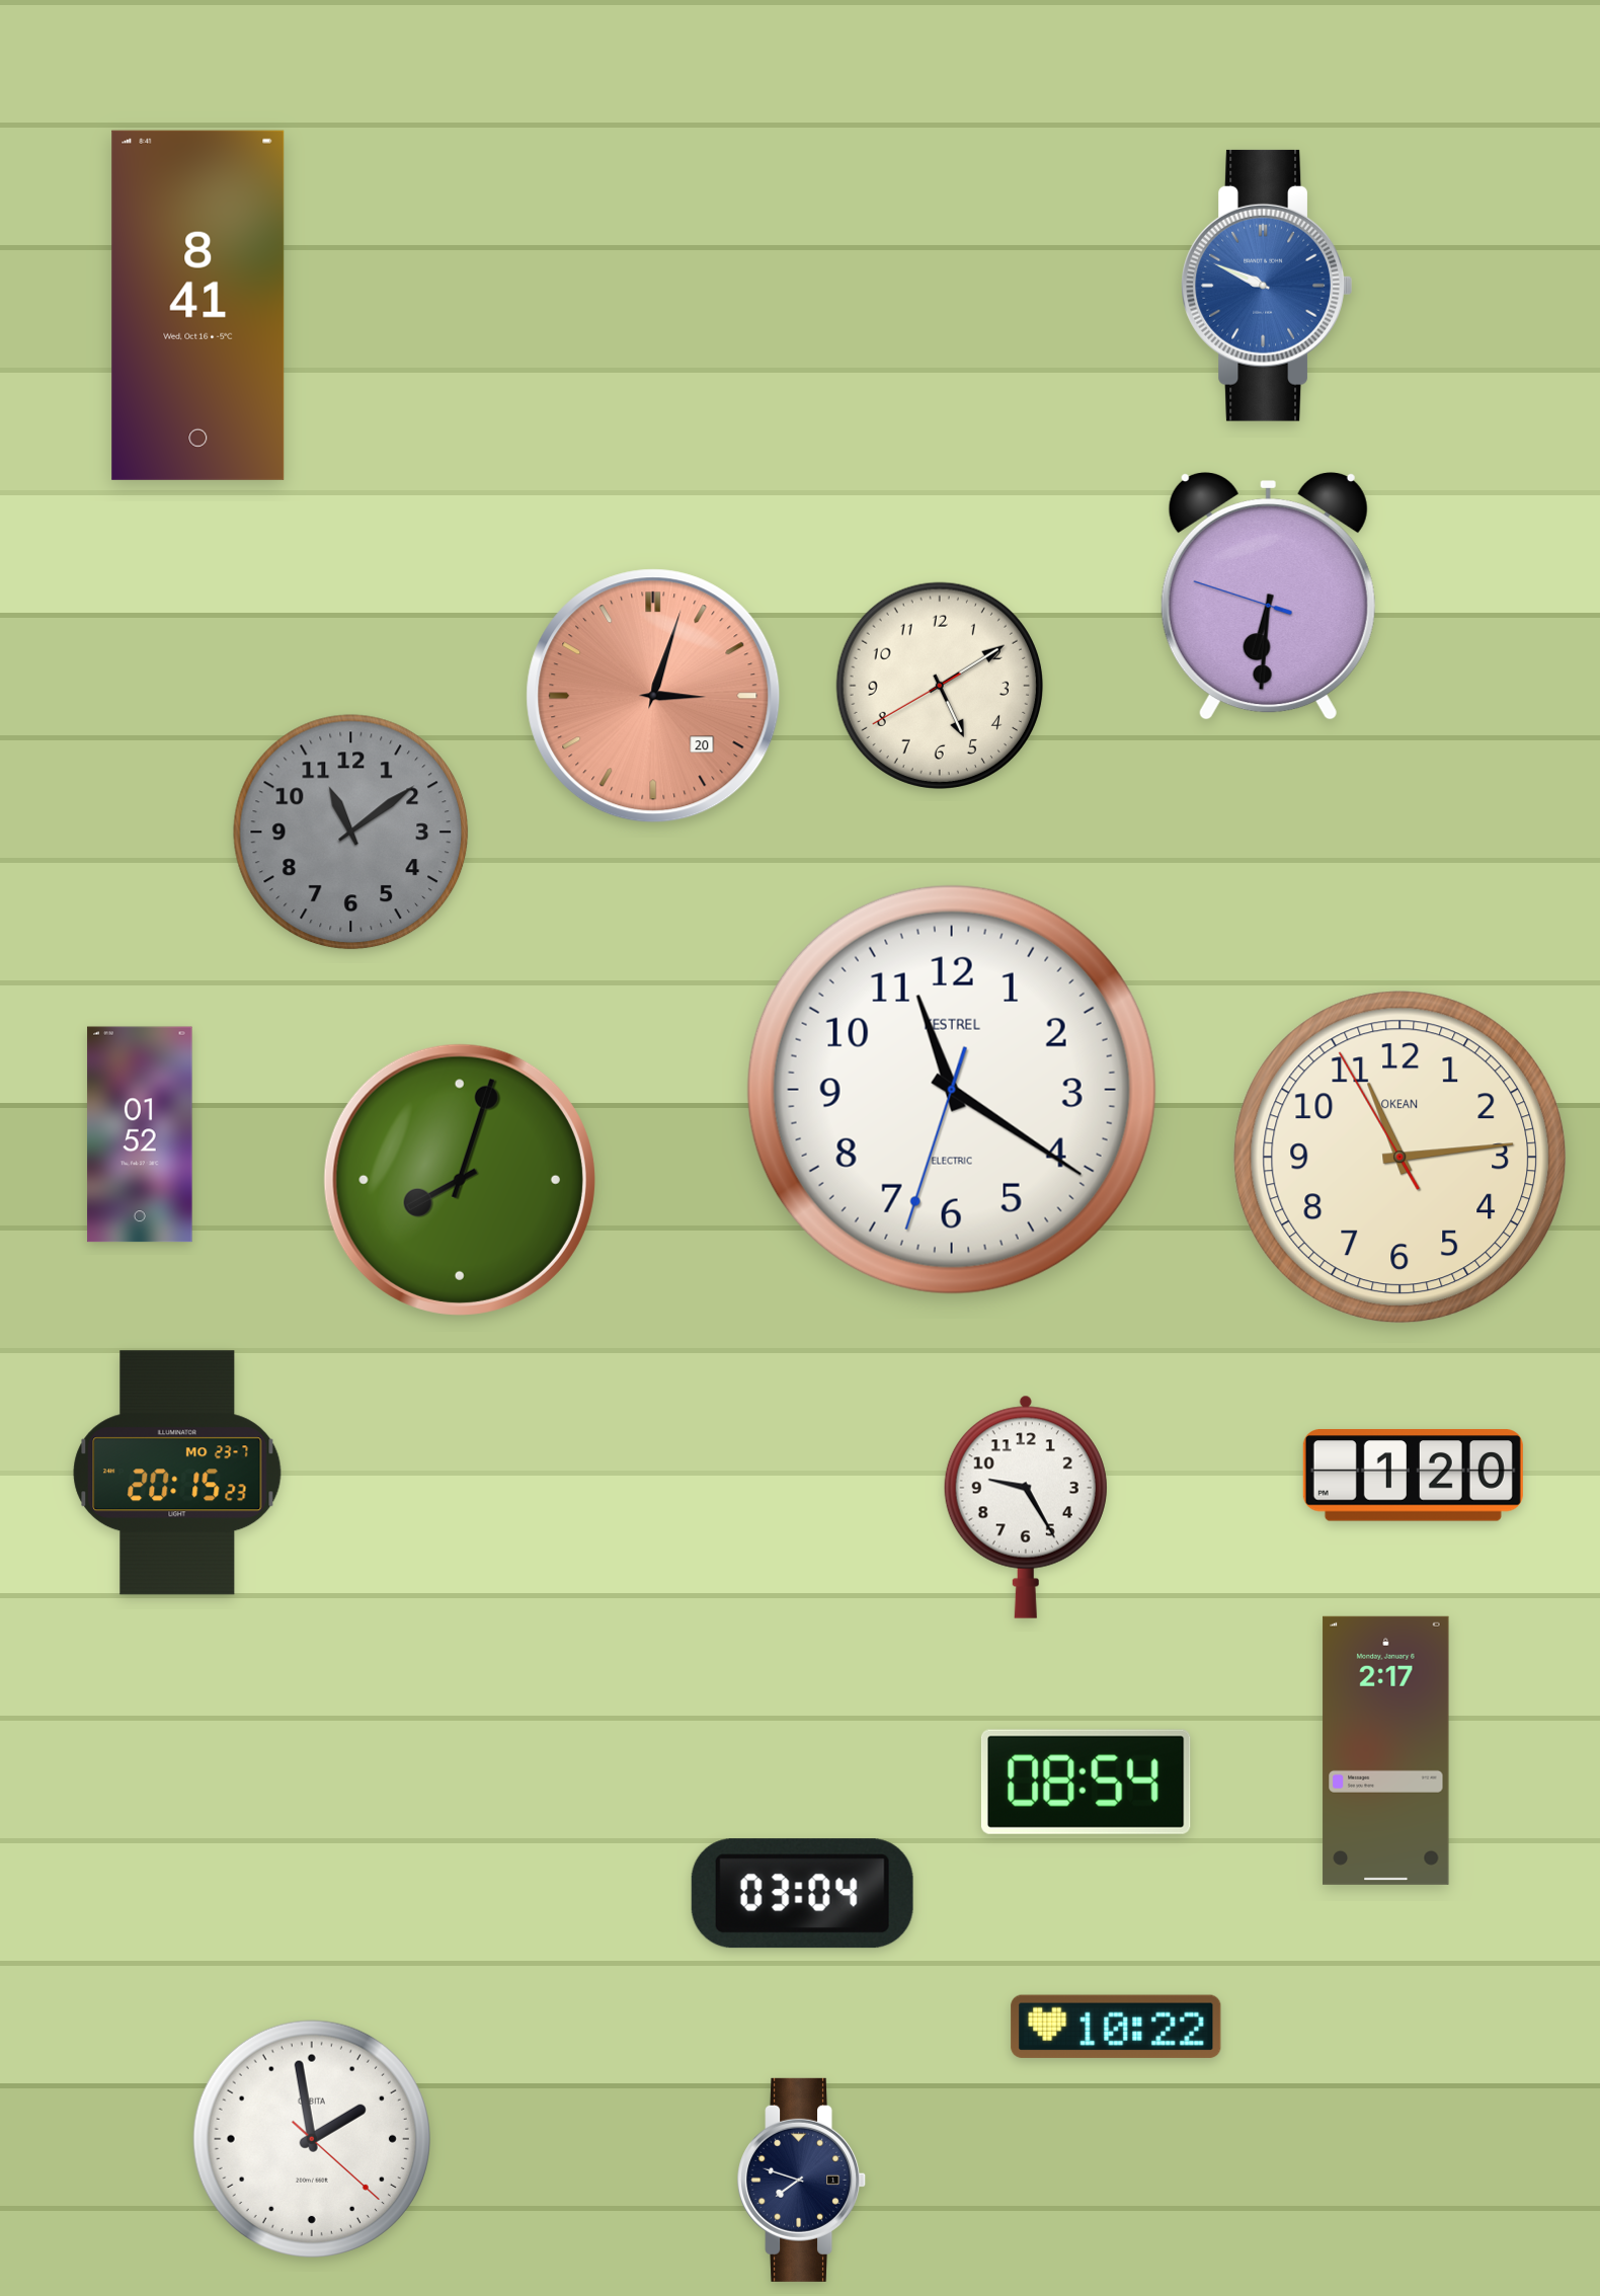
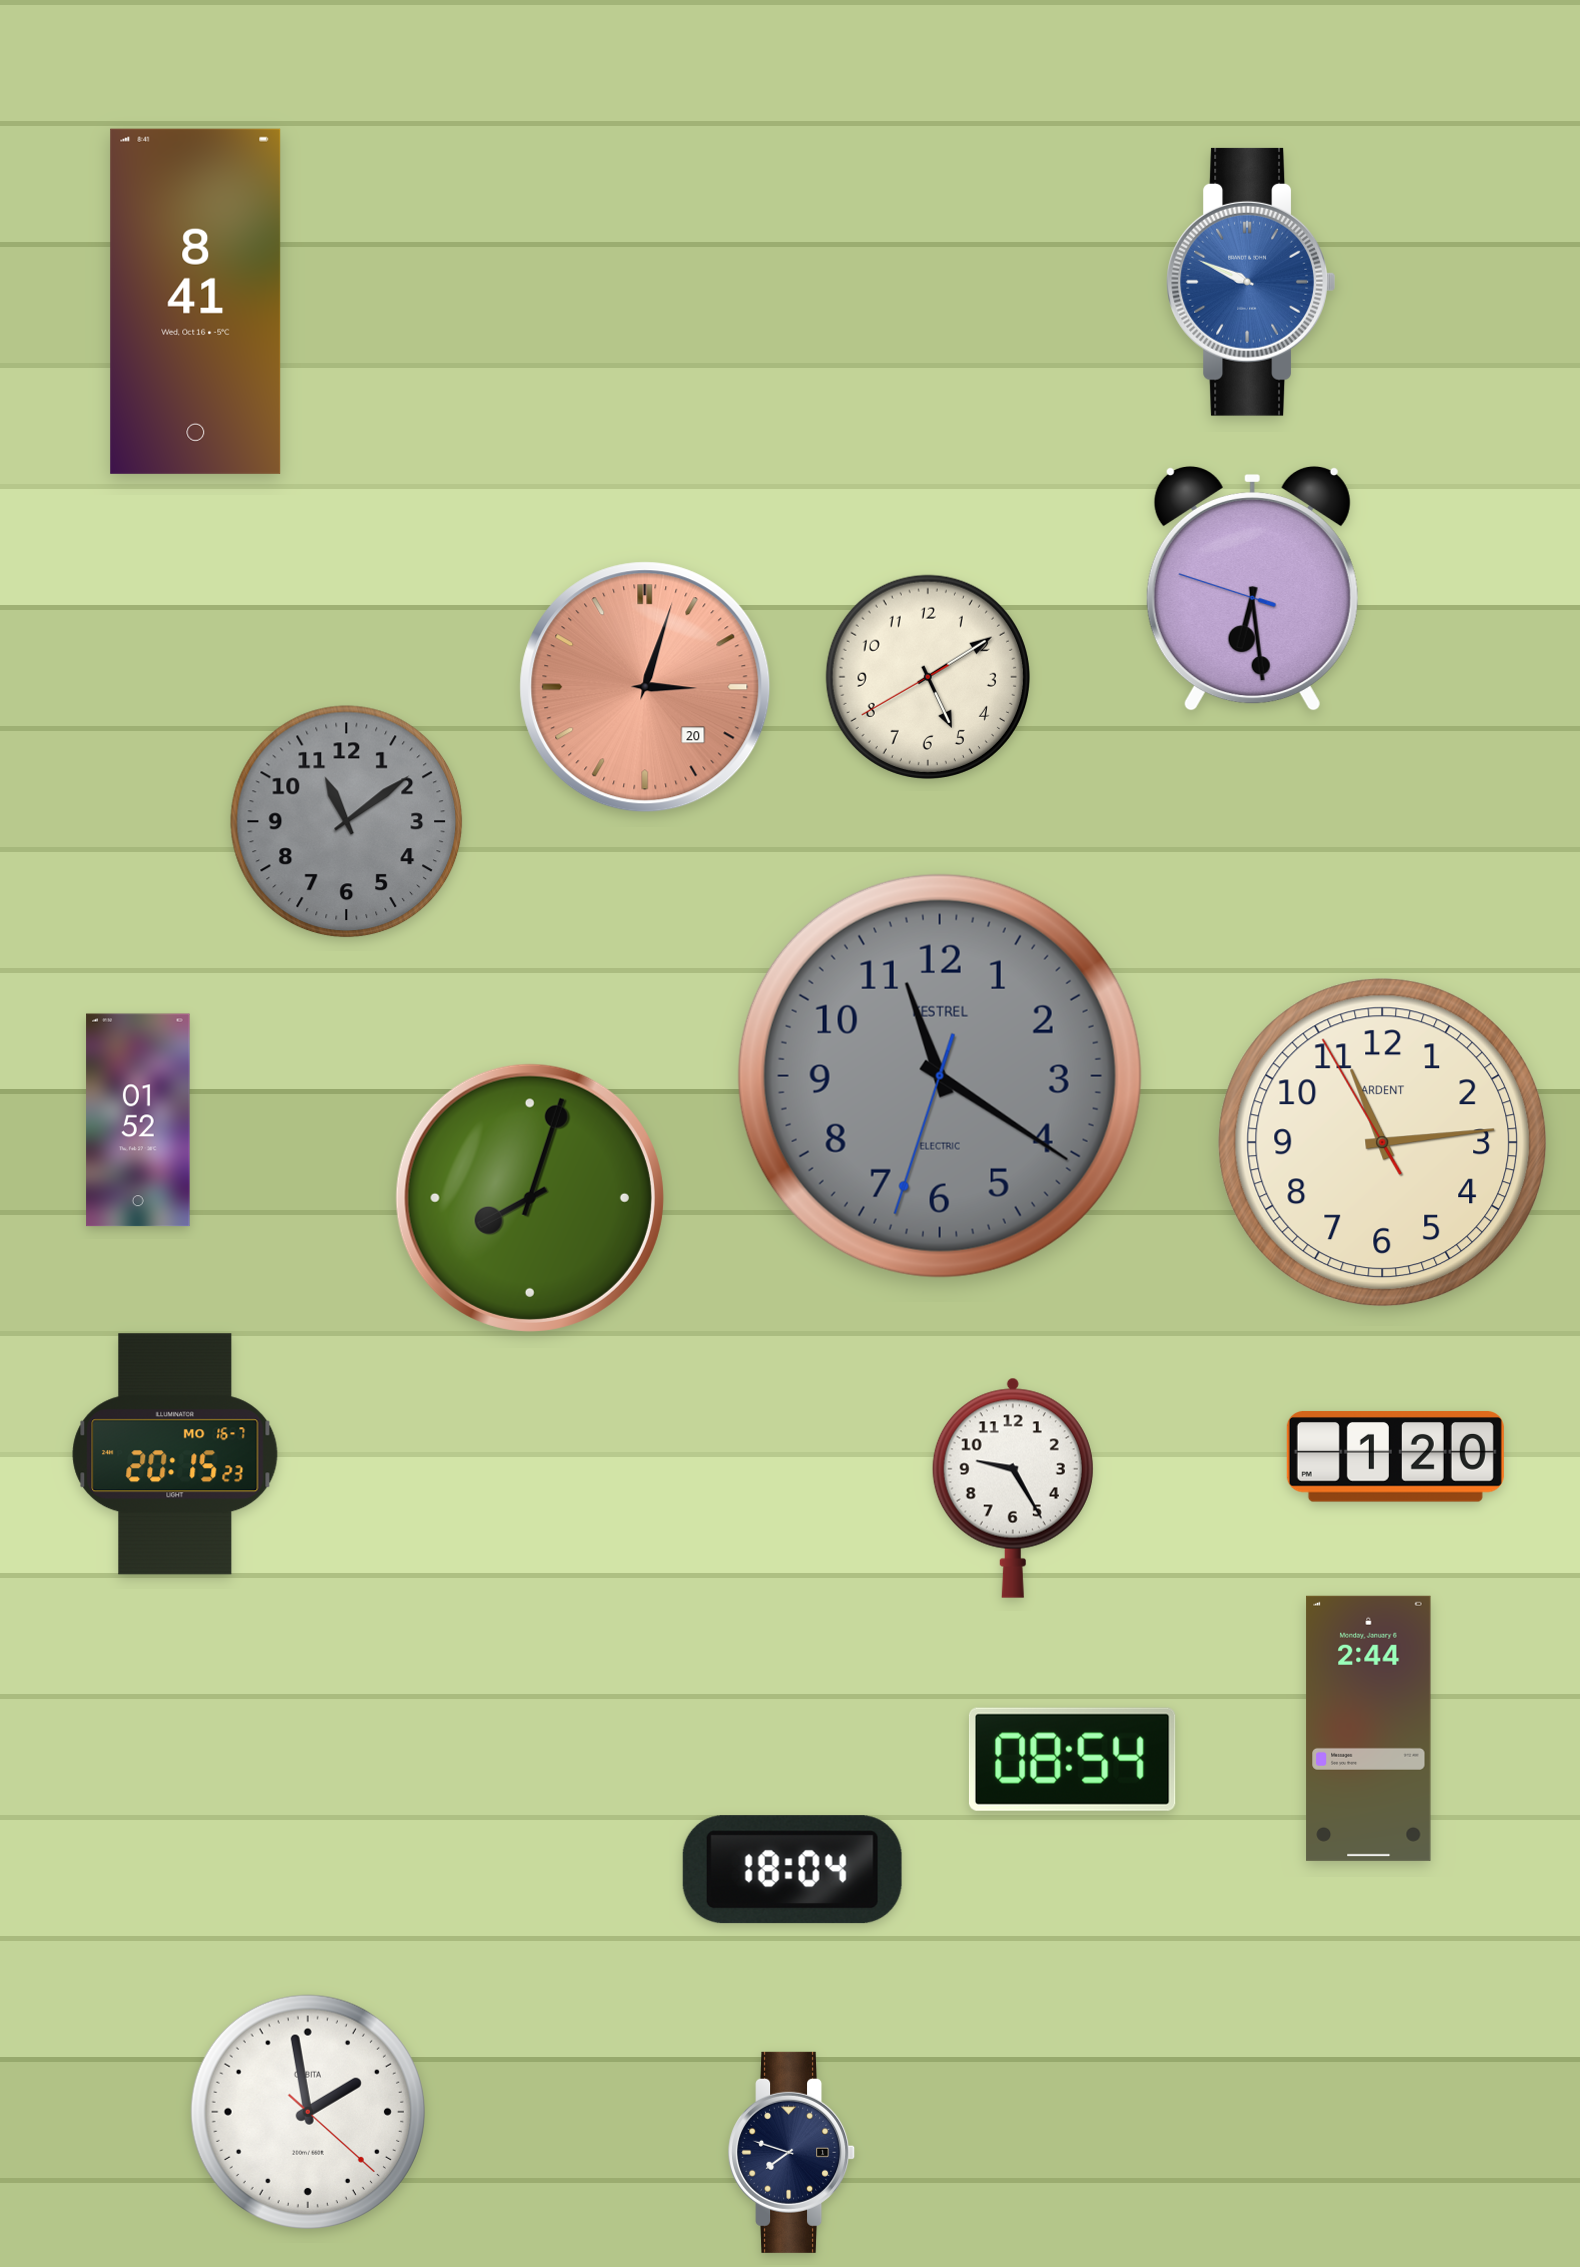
clock at (1268, 596): 6:30 -> 6:28
clock at (952, 1090) dial: white -> grey
clock at (1401, 1158) brand: OKEAN -> ARDENT
clock at (460, 1180) position: (460, 1180) -> (530, 1198)
clock at (177, 1473) date: MO 23-7 -> MO 16-7
clock at (1386, 1750): 2:17 -> 2:44
clock at (802, 1894): 03:04 -> 18:04
clock at (1116, 2027): 10:22 -> none
